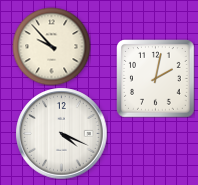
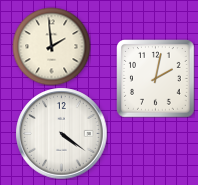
clock at (51, 46): 9:53 -> 1:59
clock at (61, 133): 4:19 -> 4:21
